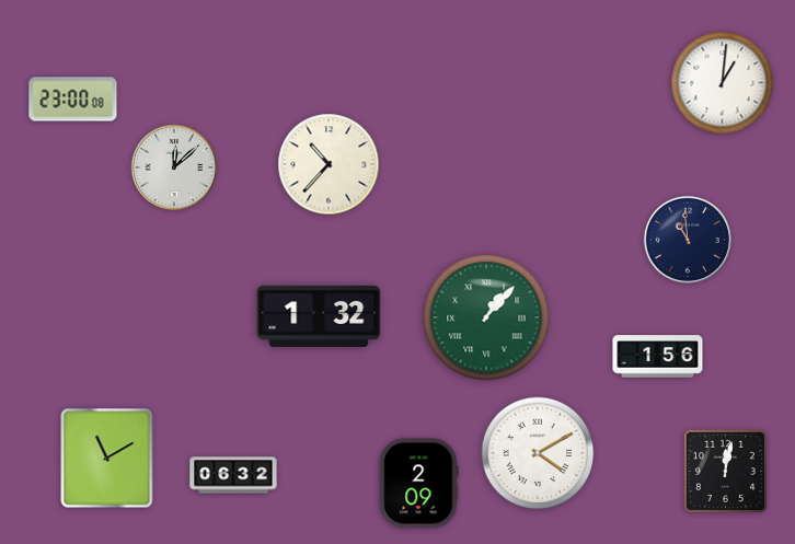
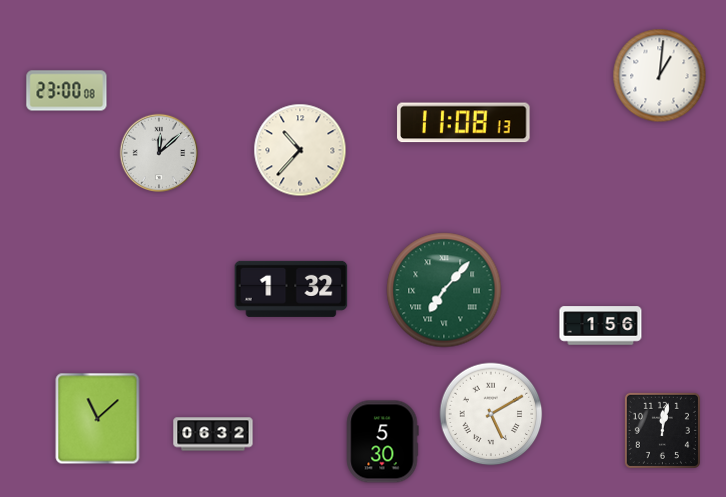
clock at (464, 123): none -> 11:08
clock at (688, 240): 10:59 -> none
clock at (486, 317): 1:07 -> 7:07
clock at (538, 453): 4:10 -> 5:10
clock at (107, 459): 11:10 -> 11:08
clock at (419, 484): 2:09 -> 5:30
